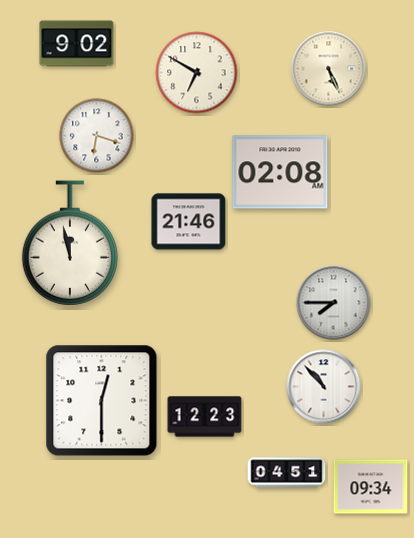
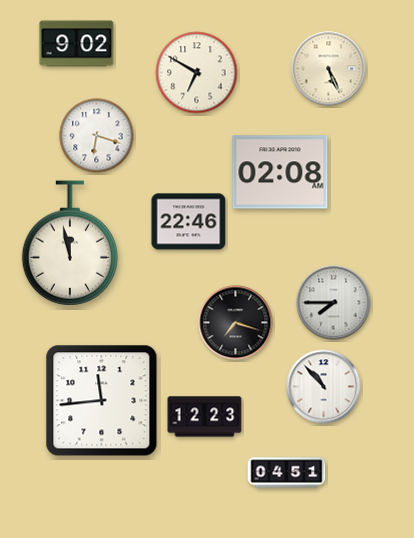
clock at (189, 222): 21:46 -> 22:46
clock at (236, 323): none -> 7:18
clock at (102, 401): 12:30 -> 11:44
clock at (371, 487): 09:34 -> none
